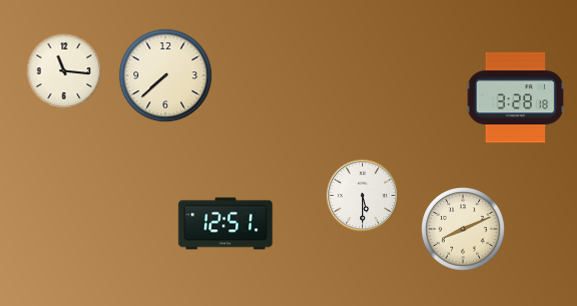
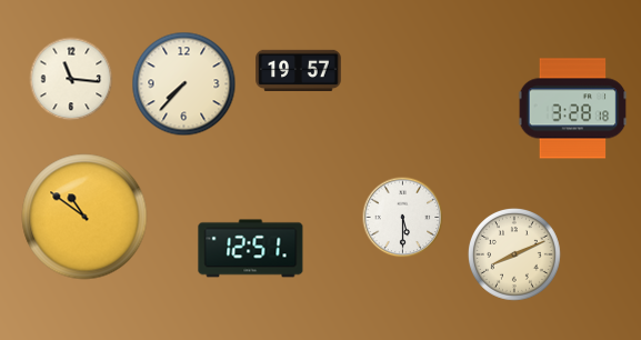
clock at (299, 71): none -> 19:57
clock at (166, 76): 7:38 -> 7:37
clock at (84, 217): none -> 10:51
